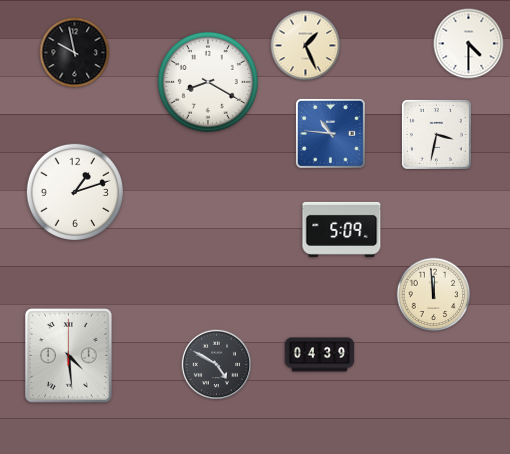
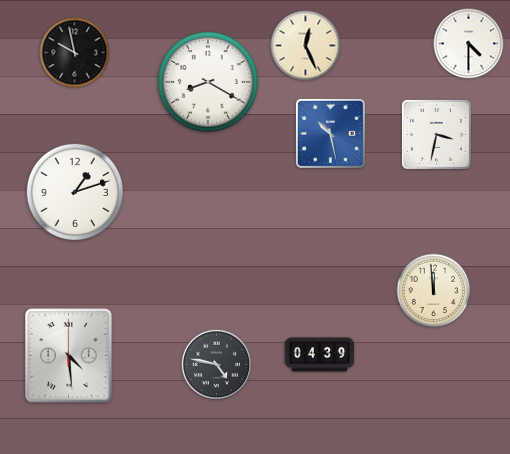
clock at (306, 46): 1:26 -> 12:26
clock at (330, 133): 10:46 -> 10:28
clock at (342, 229): 5:09 -> none
clock at (434, 295) position: (434, 295) -> (434, 291)
clock at (217, 365): 4:50 -> 4:47
